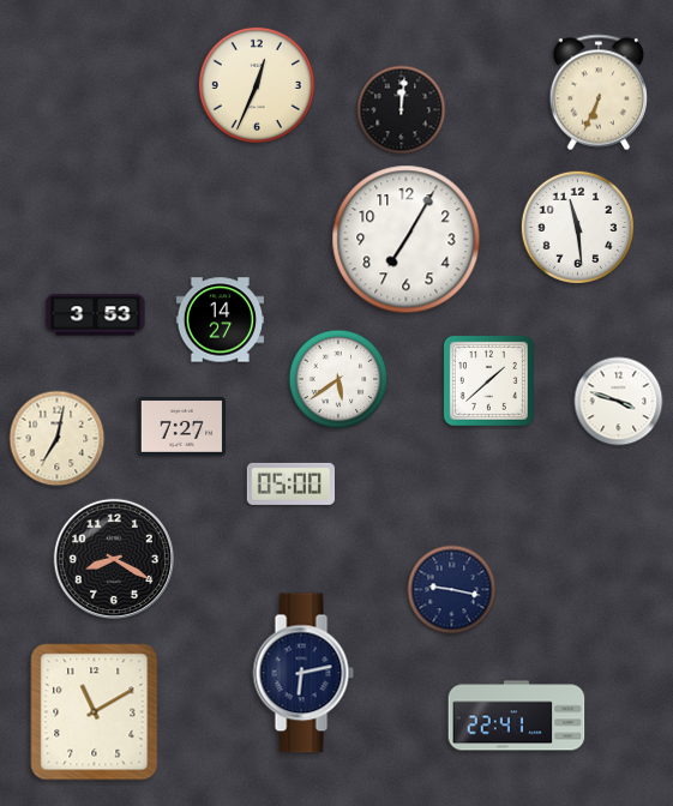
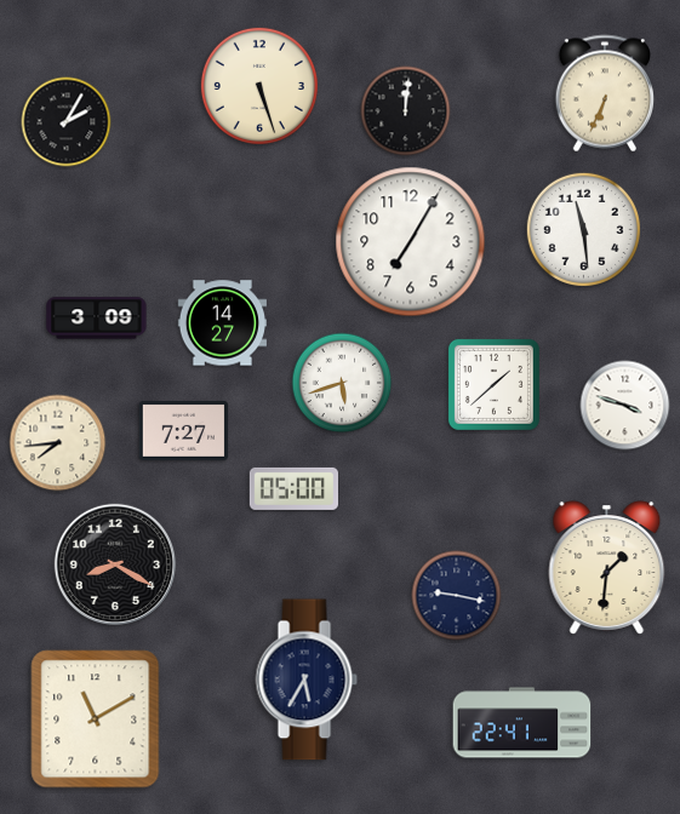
clock at (257, 85): 12:34 -> 5:27
clock at (67, 122): none -> 2:05
clock at (96, 315): 3:53 -> 3:09
clock at (338, 379): 5:39 -> 5:42
clock at (58, 439): 7:02 -> 7:44
clock at (607, 568): none -> 1:31
clock at (304, 673): 6:13 -> 5:35
